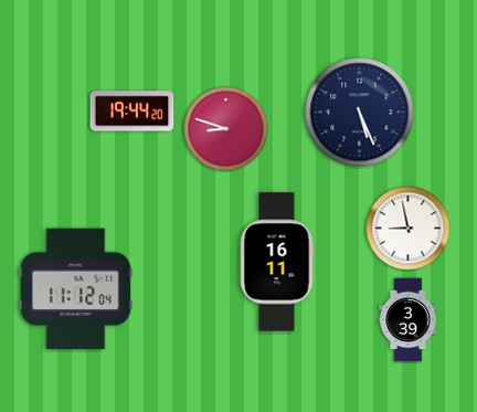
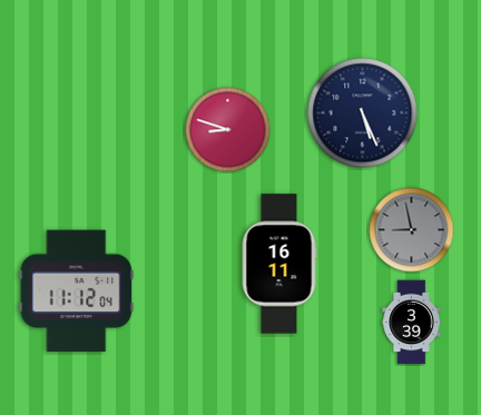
clock at (132, 112): 19:44 -> none
clock at (409, 229) dial: white -> grey
